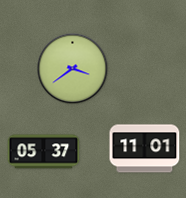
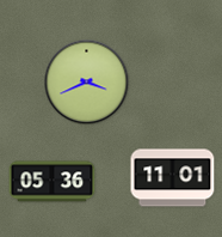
clock at (73, 69): 3:39 -> 3:41
clock at (44, 152): 05:37 -> 05:36
